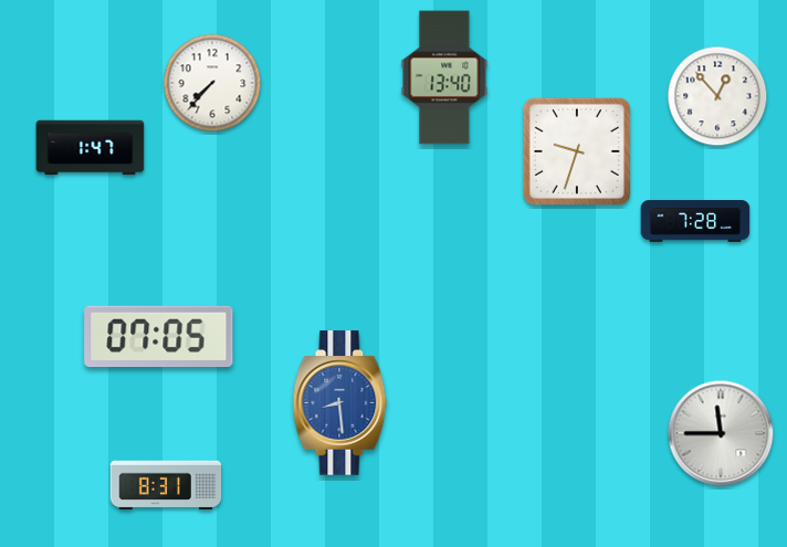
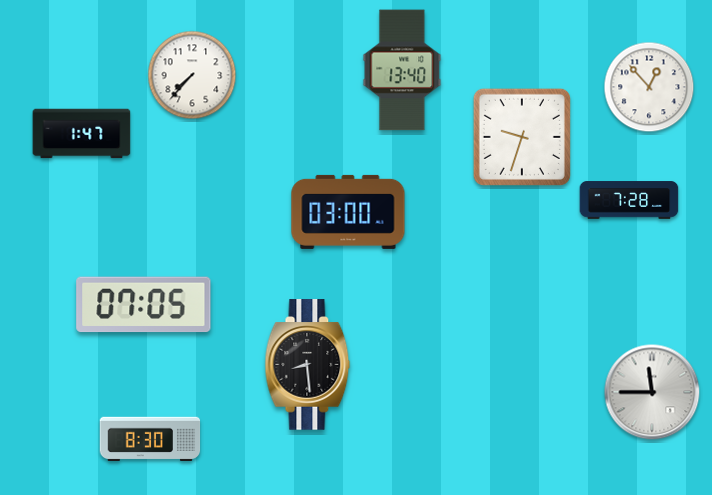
clock at (348, 212): none -> 03:00
clock at (340, 403) dial: blue -> black
clock at (166, 484): 8:31 -> 8:30
